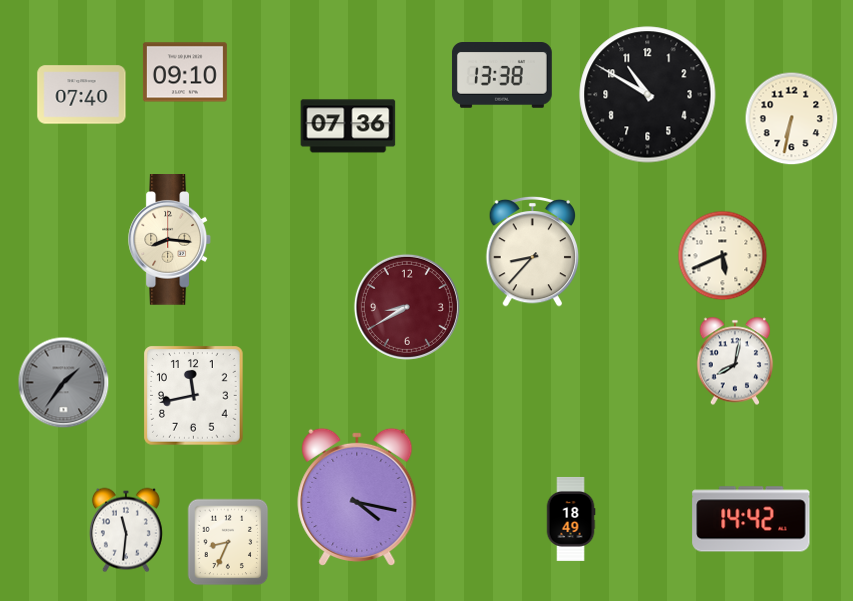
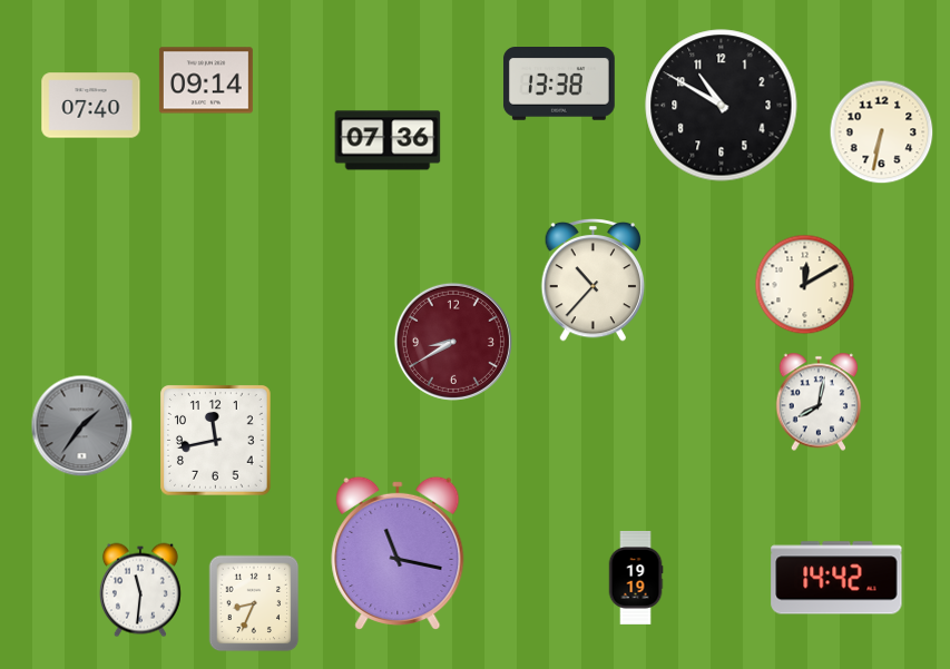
clock at (185, 72): 09:10 -> 09:14
clock at (169, 240): 8:16 -> none
clock at (533, 251): 8:37 -> 10:37
clock at (723, 256): 5:41 -> 12:10
clock at (64, 383) position: (64, 383) -> (82, 426)
clock at (357, 496): 4:17 -> 11:17
clock at (571, 519): 18:49 -> 19:19
